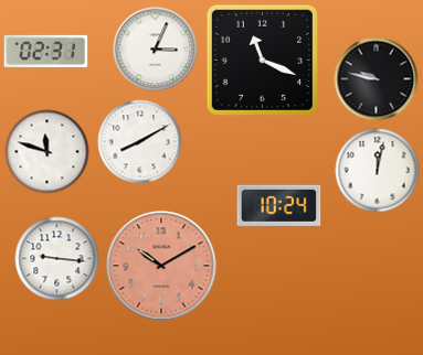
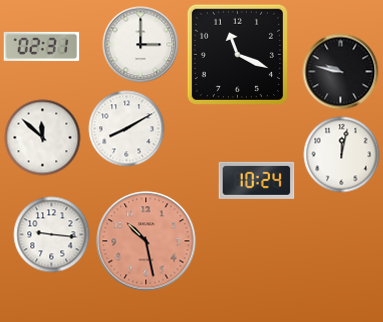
clock at (156, 50): 3:04 -> 3:00
clock at (47, 152): 11:48 -> 11:52
clock at (279, 205) position: (279, 205) -> (257, 180)
clock at (161, 266): 10:10 -> 10:28
